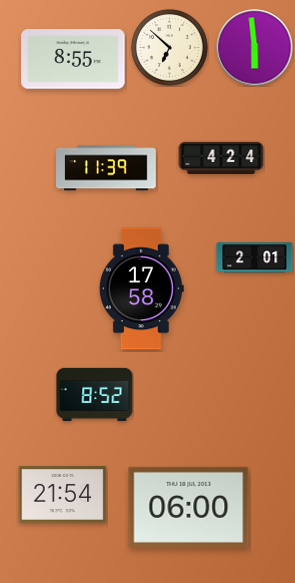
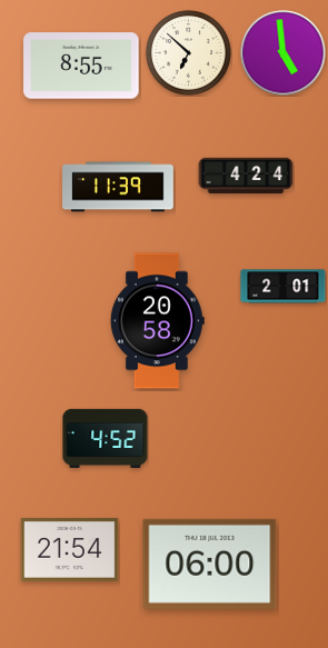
clock at (255, 48): 5:59 -> 4:59
clock at (141, 289): 17:58 -> 20:58
clock at (95, 394): 8:52 -> 4:52
